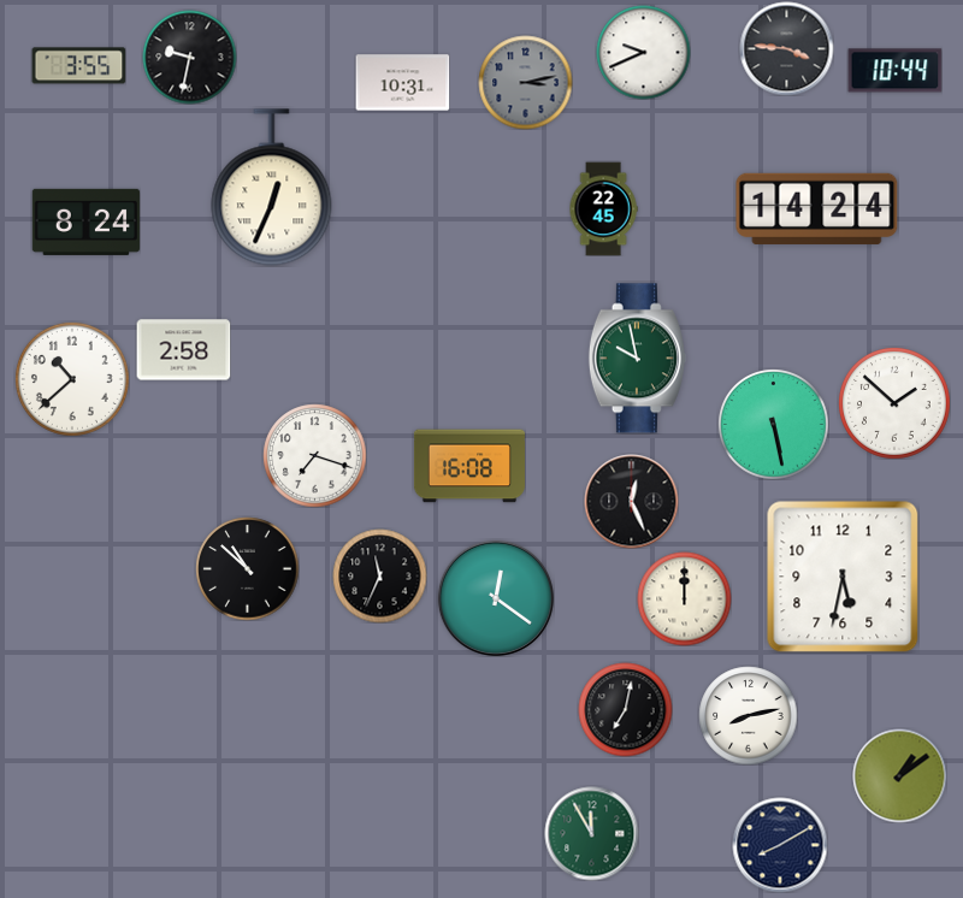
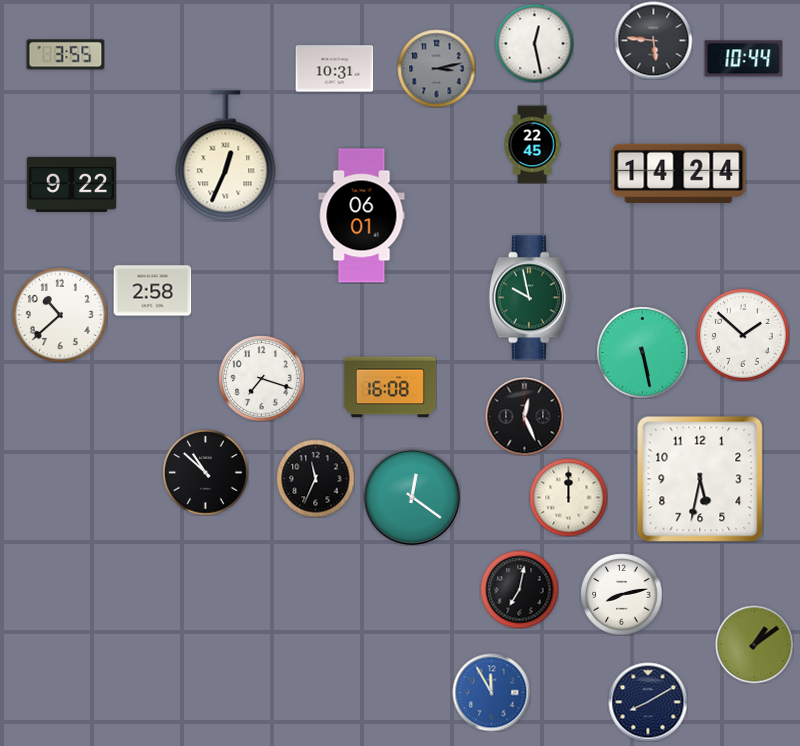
clock at (786, 48): 3:46 -> 5:46
clock at (643, 52): 9:41 -> 12:28
clock at (189, 57): 9:32 -> none
clock at (603, 208) position: (603, 208) -> (532, 144)
clock at (85, 221): 8:24 -> 9:22
clock at (362, 216): none -> 06:01
clock at (899, 775) position: (899, 775) -> (754, 644)
clock at (591, 833) dial: green -> blue
